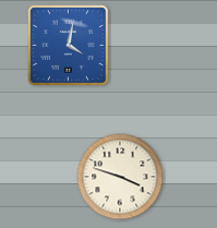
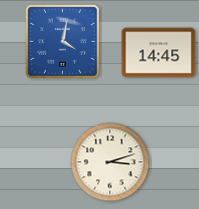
clock at (159, 53): none -> 14:45
clock at (120, 177): 3:48 -> 3:12
